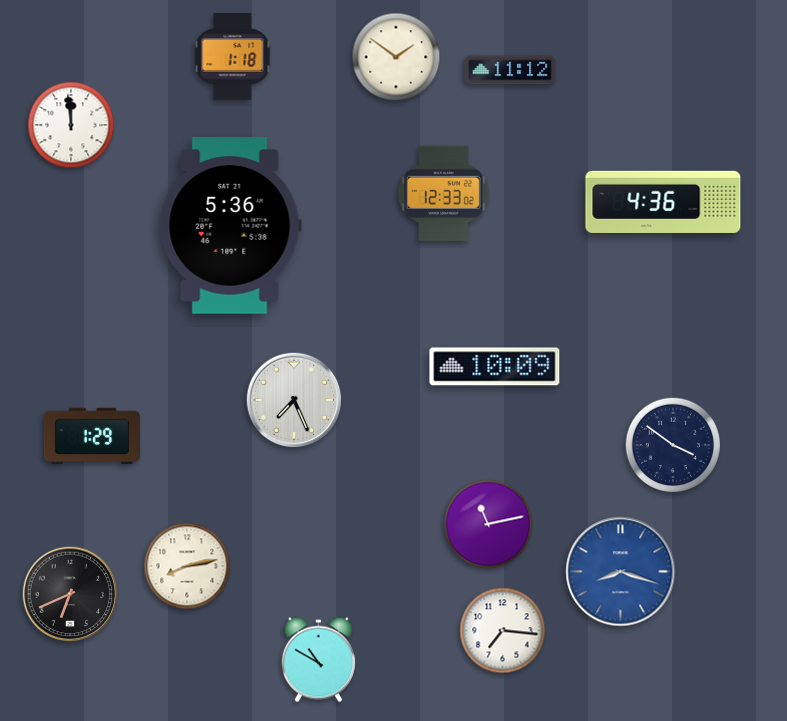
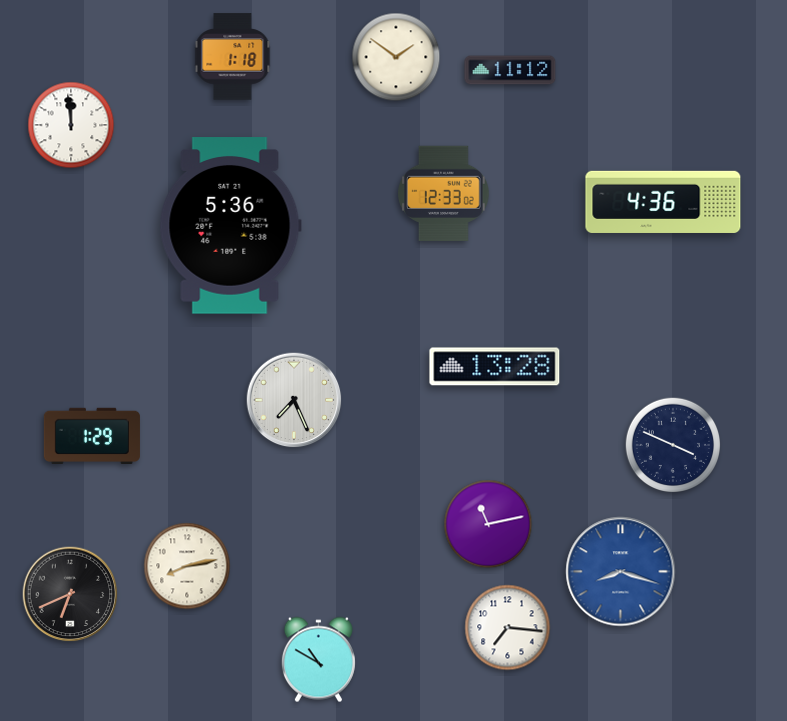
clock at (495, 367): 10:09 -> 13:28
clock at (673, 445): 3:51 -> 3:49
clock at (503, 631) position: (503, 631) -> (508, 628)
